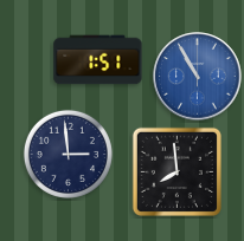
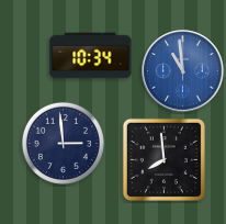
clock at (98, 60): 1:51 -> 10:34
clock at (198, 77): 10:55 -> 10:59
